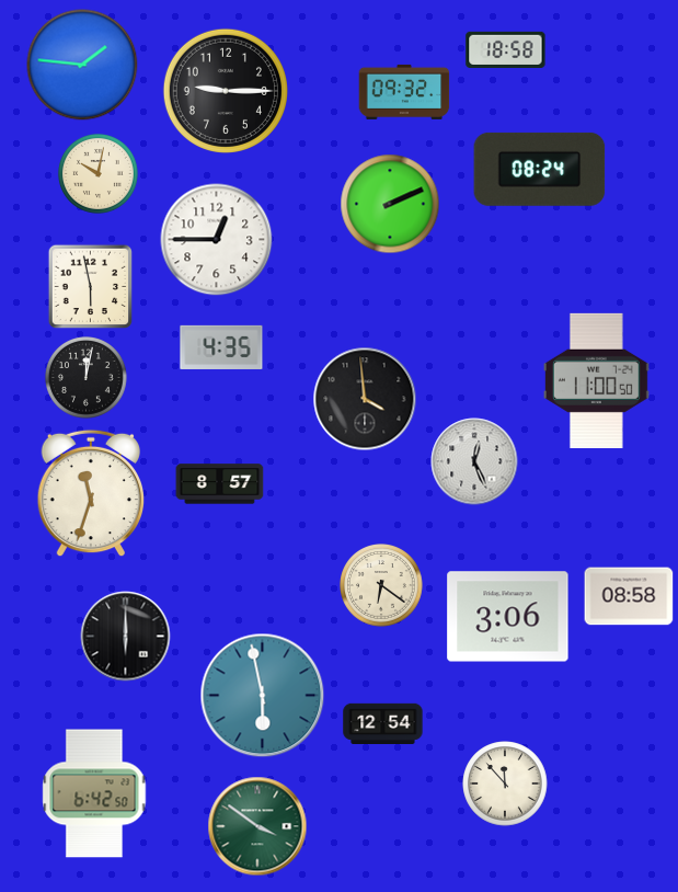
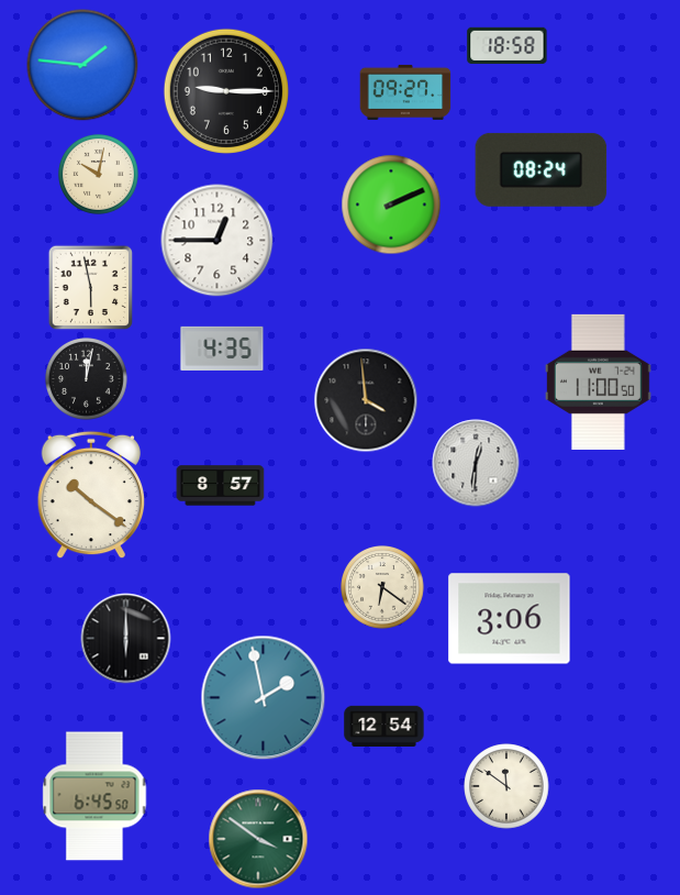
clock at (506, 49) position: (506, 49) -> (508, 45)
clock at (404, 92): 09:32 -> 09:27
clock at (474, 461): 12:26 -> 12:31
clock at (90, 493): 11:33 -> 10:21
clock at (629, 596): 08:58 -> none
clock at (263, 696): 5:58 -> 1:58
clock at (505, 784): 11:53 -> 11:51
clock at (94, 793): 6:42 -> 6:45
clock at (257, 826) position: (257, 826) -> (258, 839)
